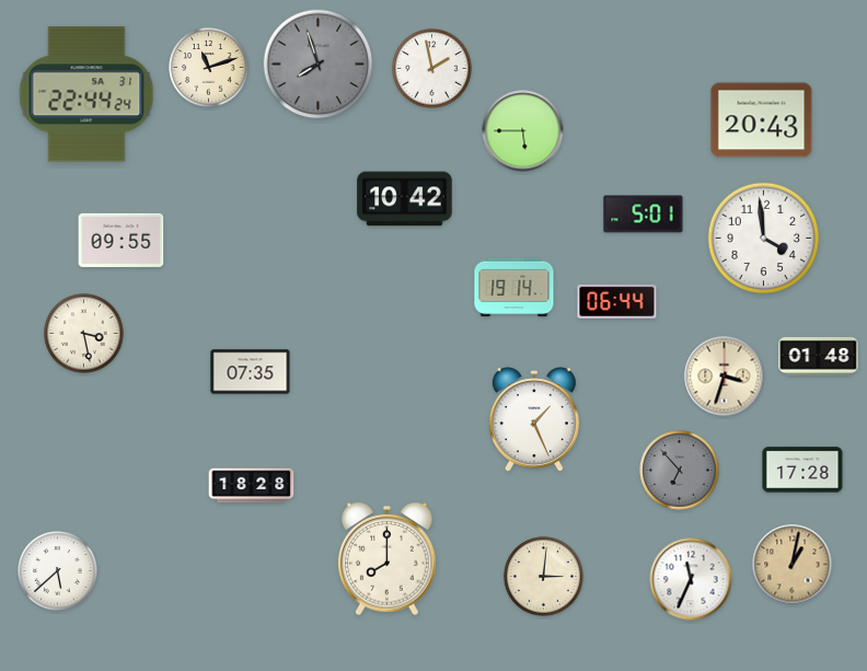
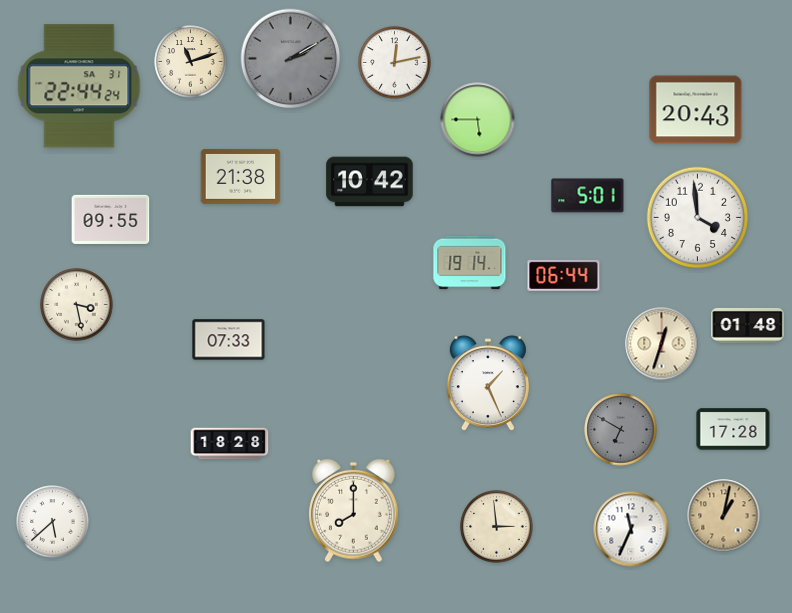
clock at (319, 65): 7:57 -> 2:10
clock at (432, 69): 1:58 -> 12:13
clock at (241, 176): none -> 21:38
clock at (251, 372): 07:35 -> 07:33
clock at (725, 377): 3:33 -> 12:33
clock at (680, 471): 6:53 -> 6:50
clock at (544, 577): 3:01 -> 2:59
